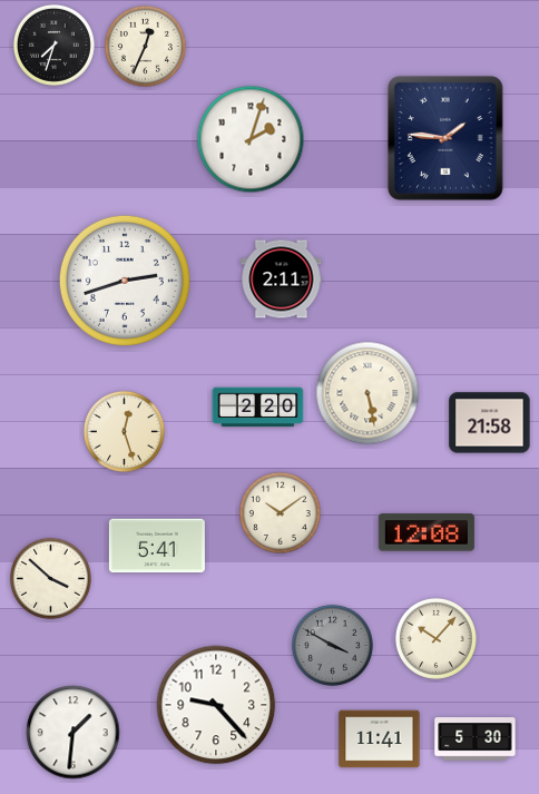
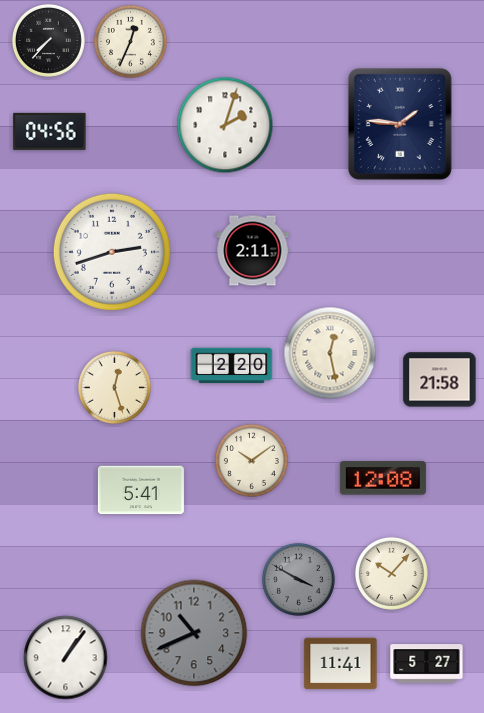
clock at (53, 45): 7:33 -> 7:37
clock at (50, 131): none -> 04:56
clock at (367, 393): 5:28 -> 12:28
clock at (124, 431) position: (124, 431) -> (114, 387)
clock at (50, 578): 3:52 -> none
clock at (216, 705): 9:23 -> 10:41
clock at (216, 705) dial: white -> grey
clock at (73, 733): 1:31 -> 1:06
clock at (476, 739): 5:30 -> 5:27
